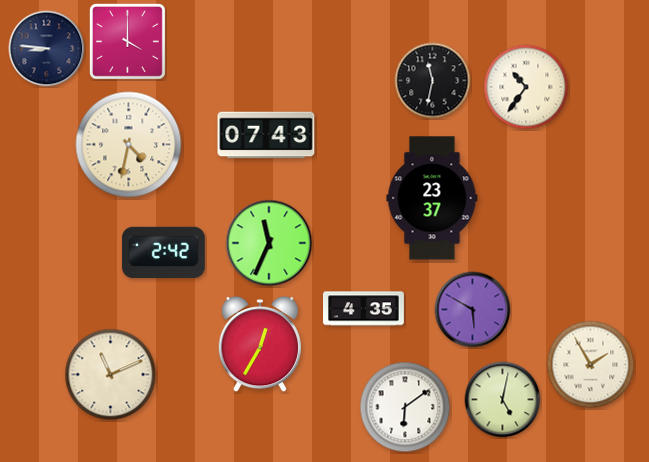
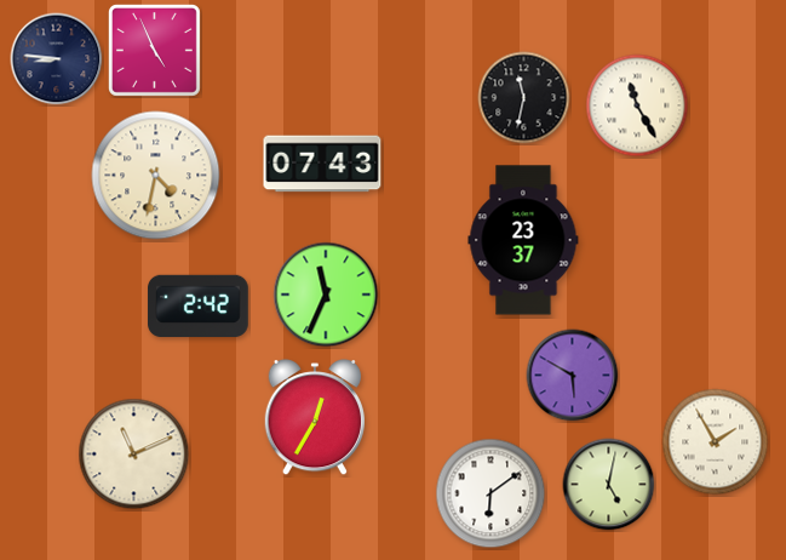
clock at (127, 41): 4:00 -> 4:56
clock at (526, 87): 10:36 -> 11:25
clock at (364, 309): 4:35 -> none
